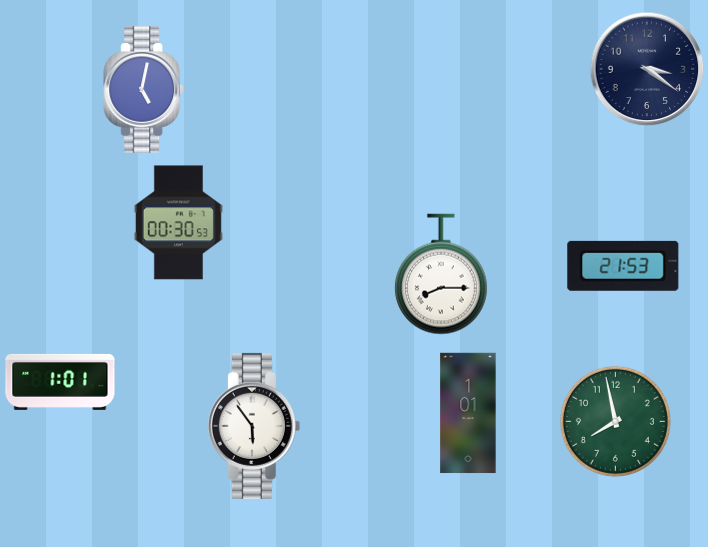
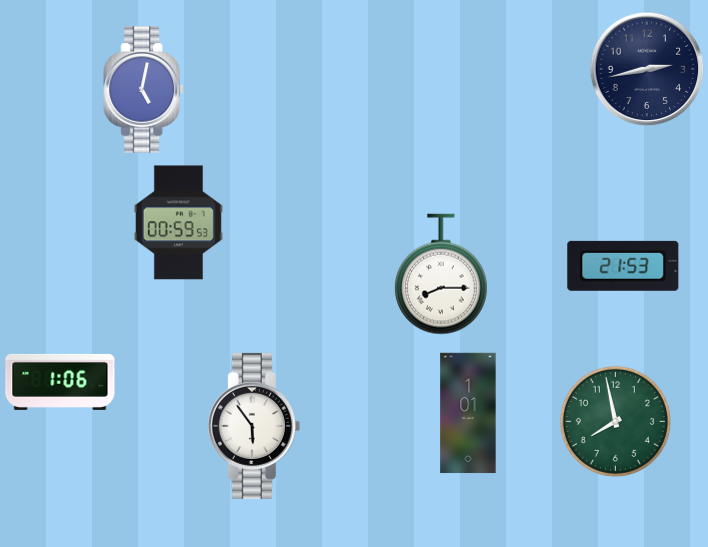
clock at (647, 69): 3:21 -> 2:43
clock at (178, 223): 00:30 -> 00:59
clock at (60, 382): 1:01 -> 1:06
